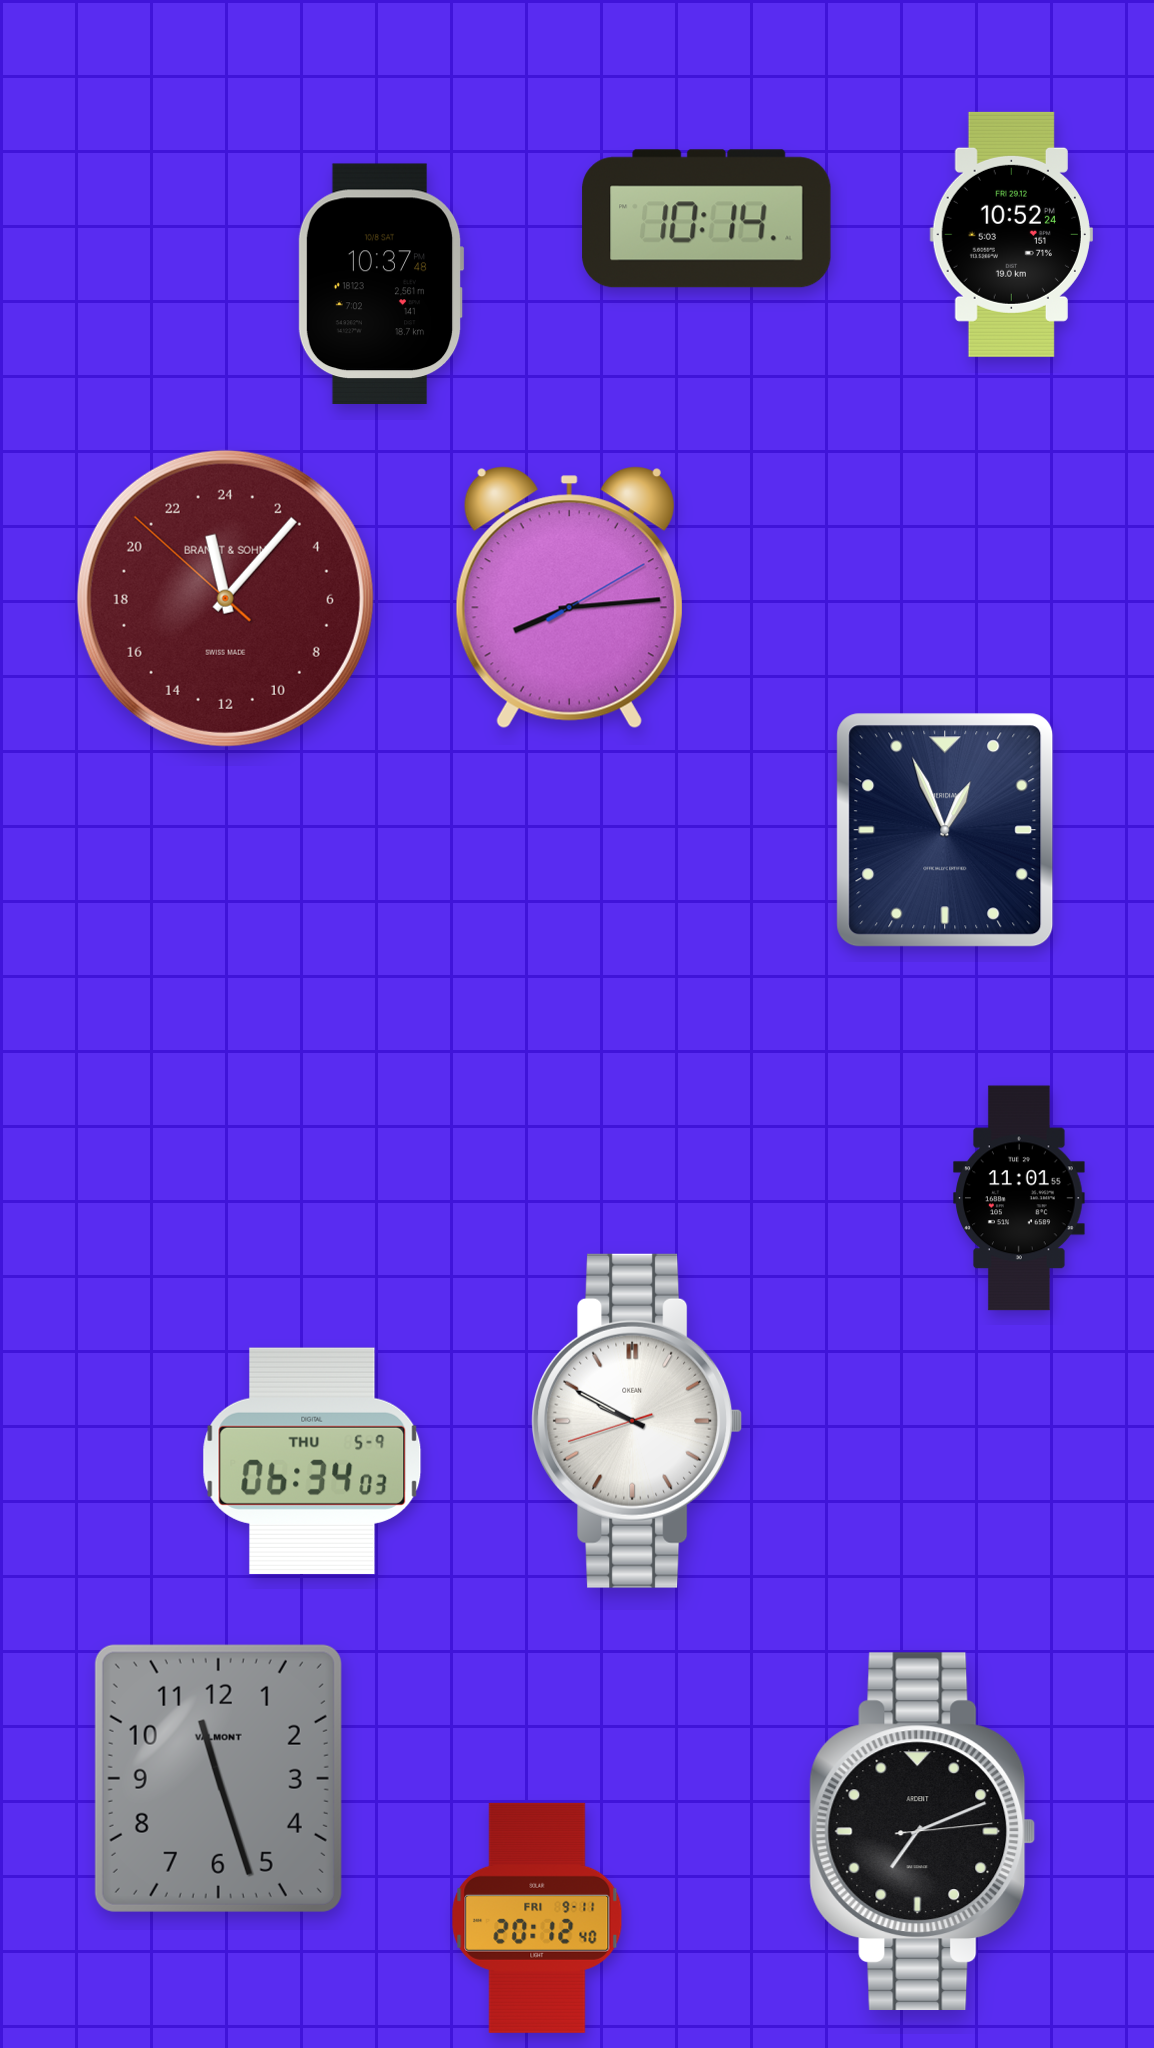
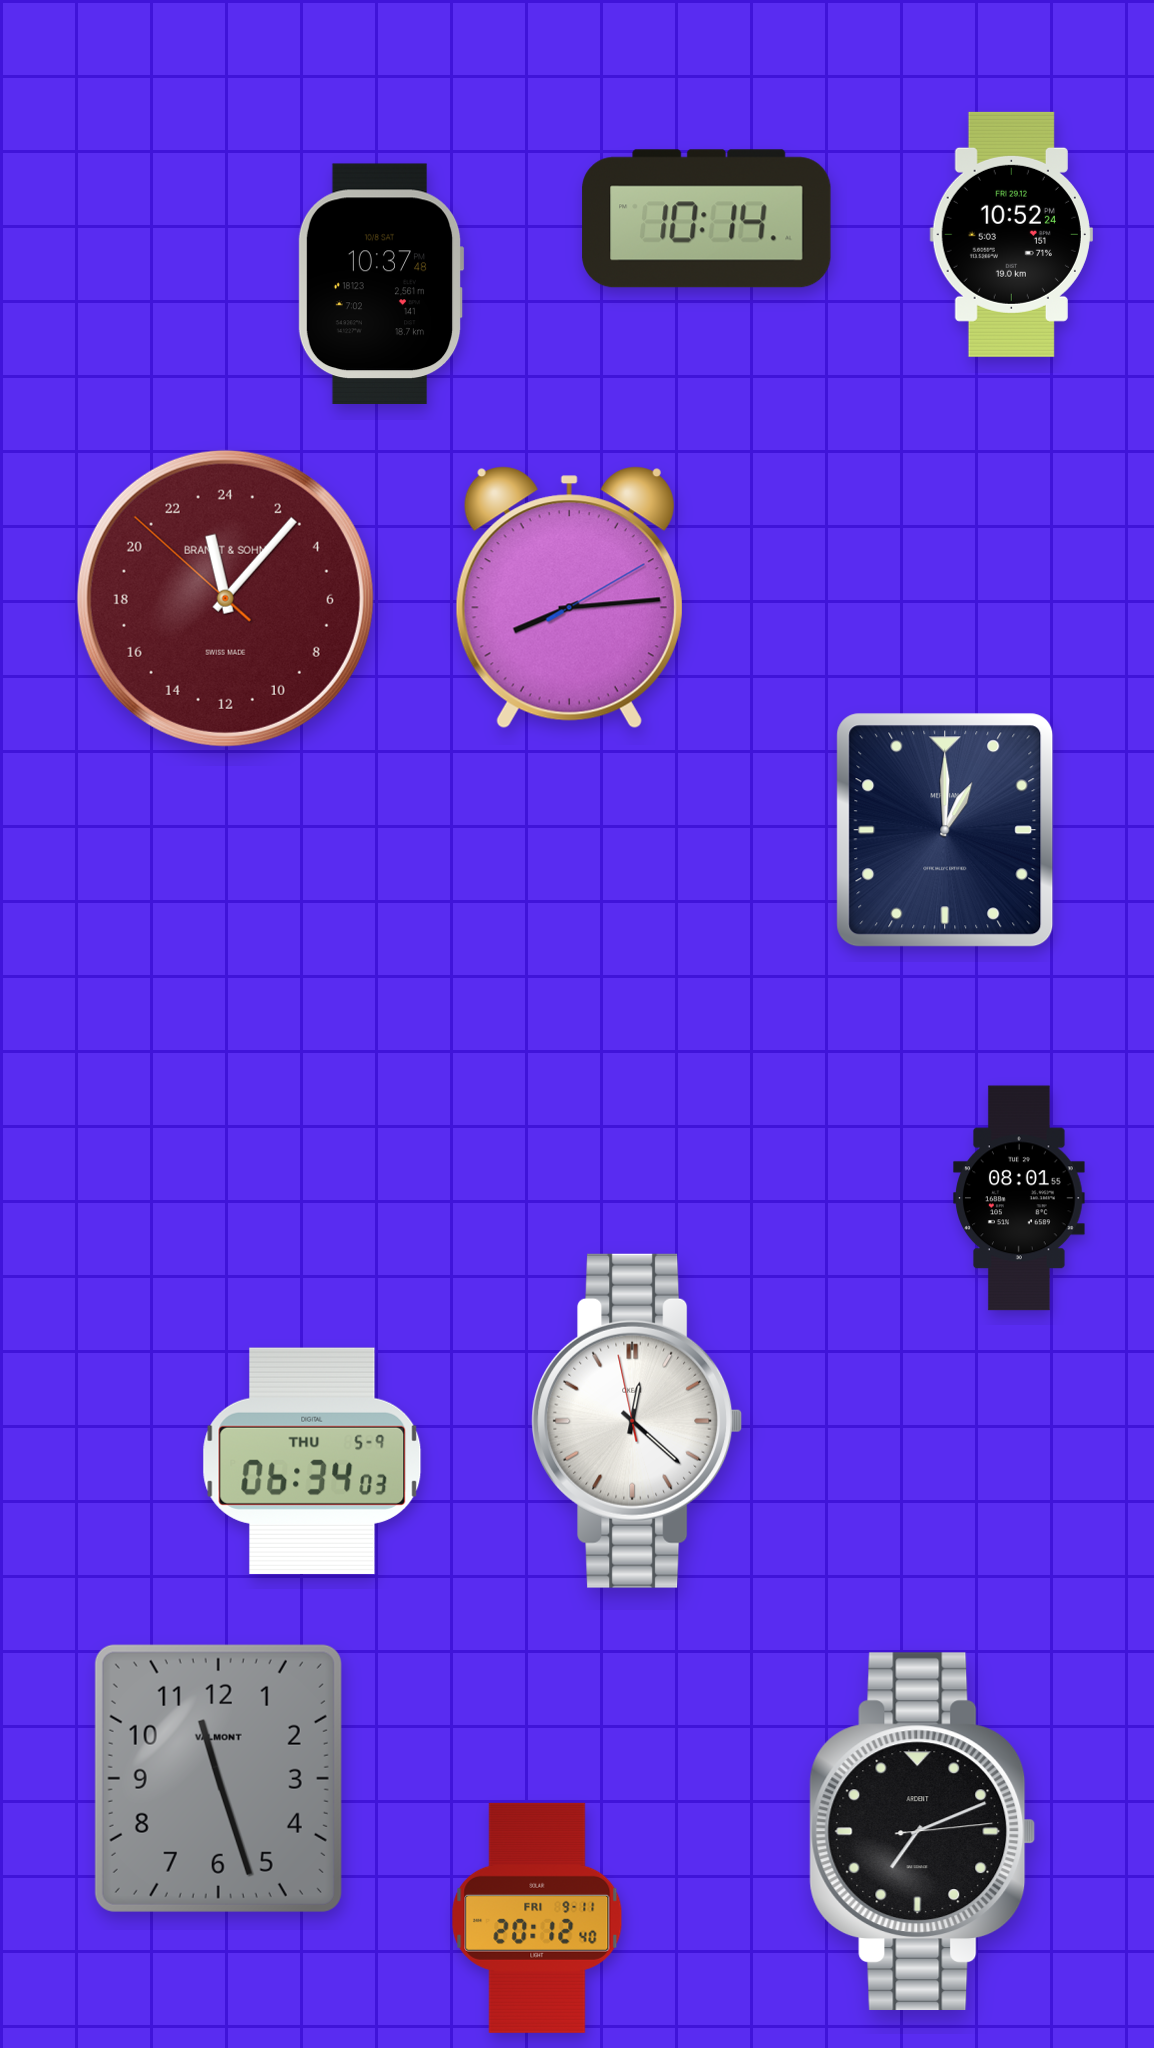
clock at (945, 830): 12:56 -> 1:00
clock at (1019, 1198): 11:01 -> 08:01
clock at (637, 1421): 9:49 -> 12:21
